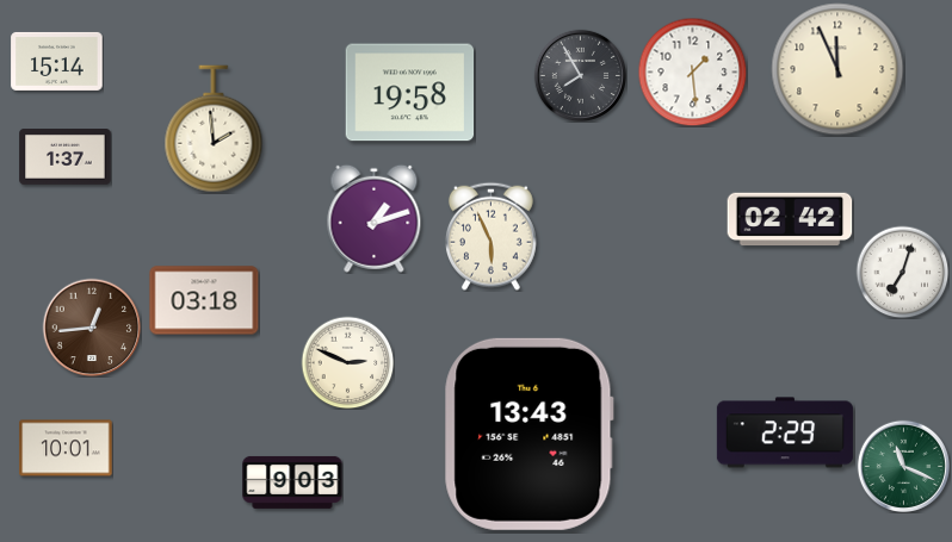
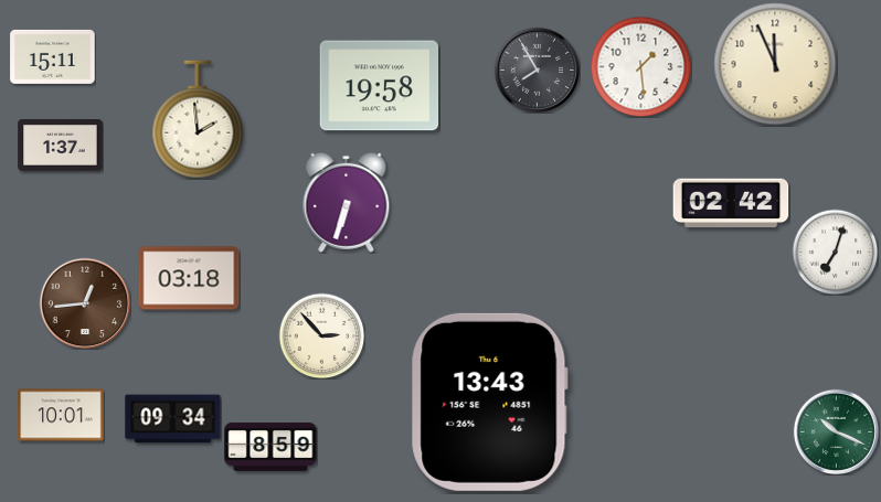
clock at (57, 61): 15:14 -> 15:11
clock at (375, 218): 1:12 -> 6:33
clock at (492, 236): 5:56 -> none
clock at (347, 362): 2:49 -> 2:53
clock at (785, 432): 2:29 -> none
clock at (173, 419): none -> 09:34
clock at (903, 466): 11:19 -> 10:19
clock at (292, 482): 9:03 -> 8:59
